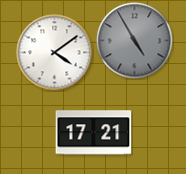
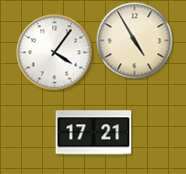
clock at (135, 41) dial: grey -> cream
clock at (55, 53): 4:09 -> 4:06
